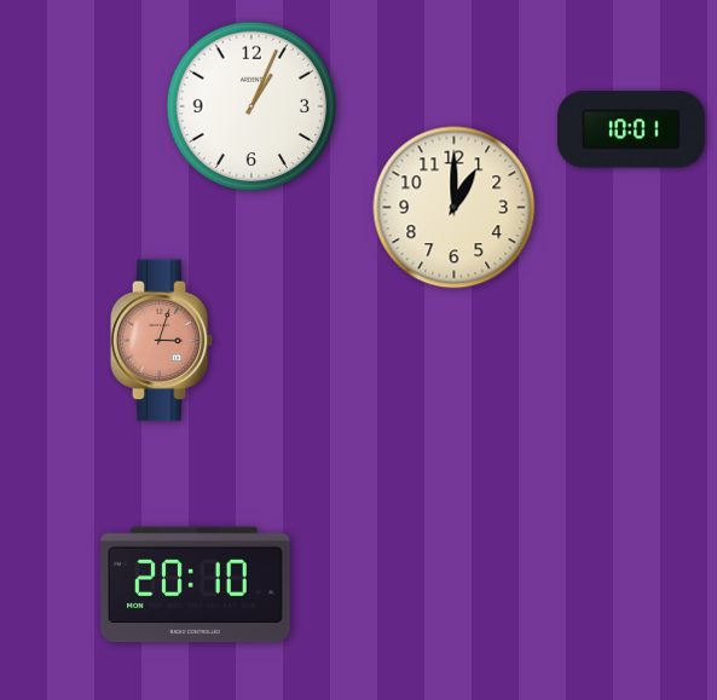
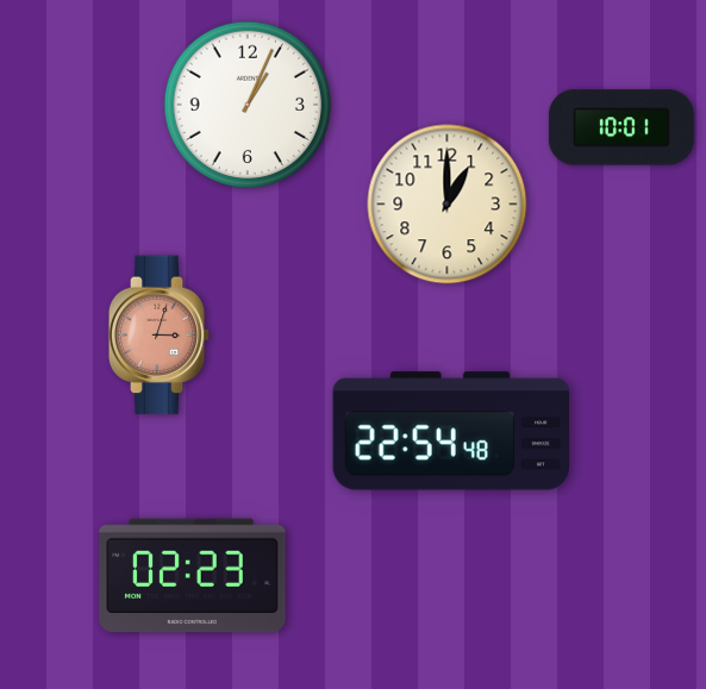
clock at (451, 431): none -> 22:54
clock at (196, 585): 20:10 -> 02:23
